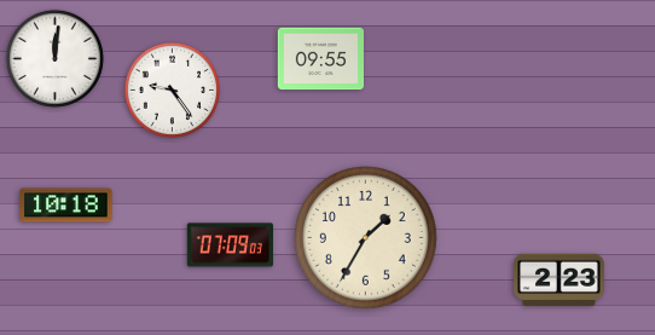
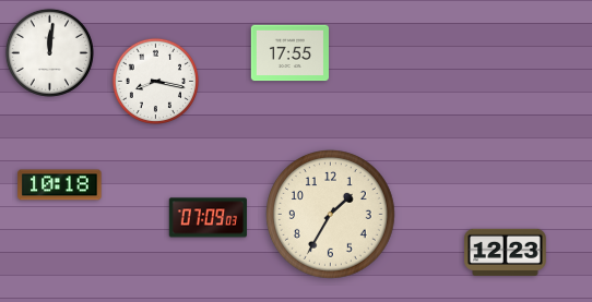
clock at (320, 59): 09:55 -> 17:55
clock at (172, 89): 9:24 -> 8:17
clock at (230, 246) position: (230, 246) -> (208, 218)
clock at (560, 279): 2:23 -> 12:23
